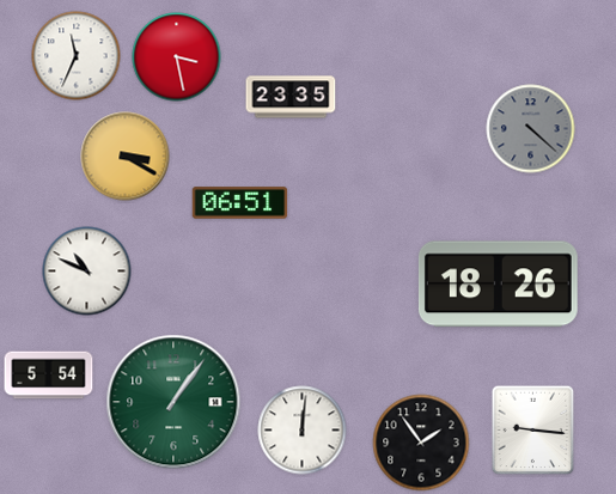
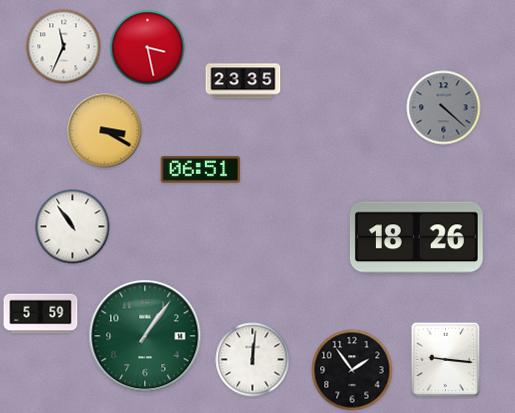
clock at (87, 272): 10:49 -> 10:54
clock at (49, 376): 5:54 -> 5:59
